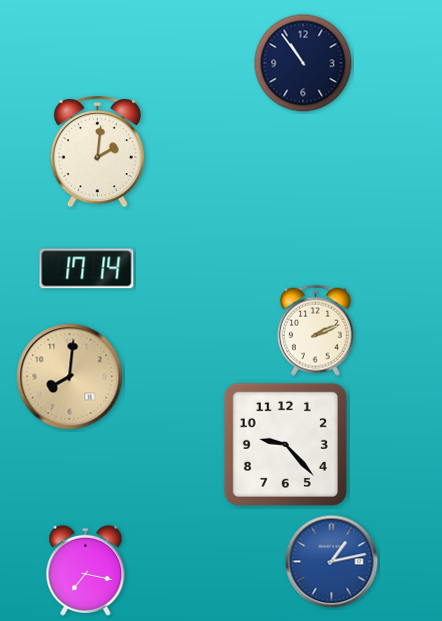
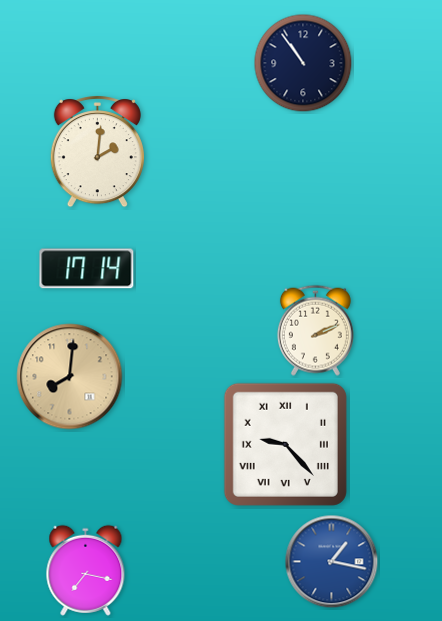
clock at (285, 444) numerals: Arabic -> Roman
clock at (332, 562): 1:13 -> 1:17
